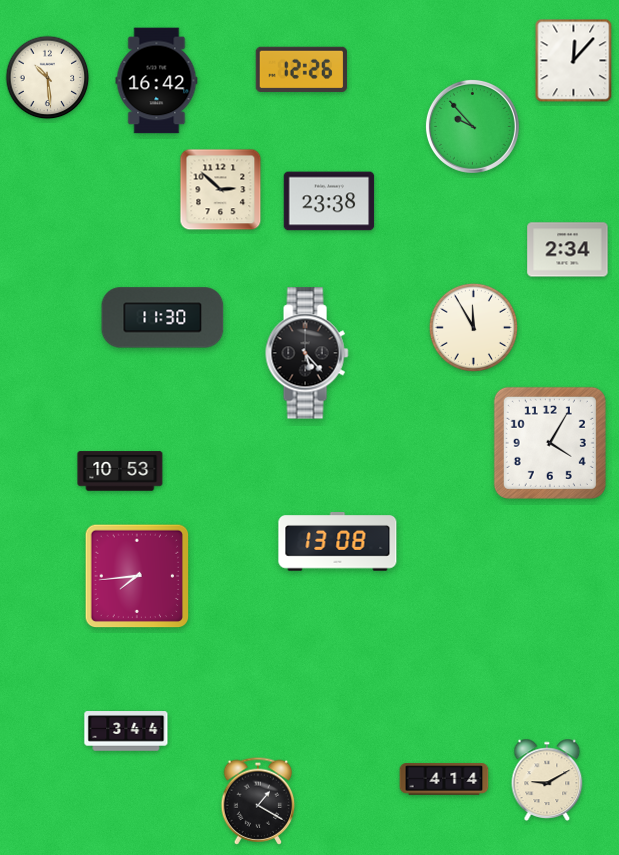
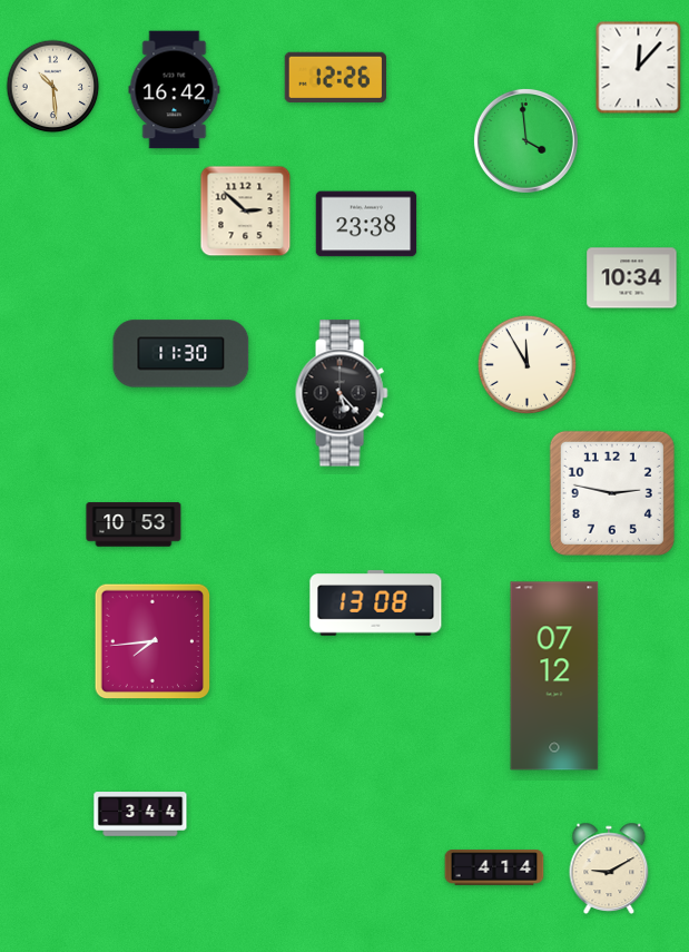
clock at (472, 126): 9:53 -> 3:59
clock at (568, 250): 2:34 -> 10:34
clock at (550, 443): 4:05 -> 2:47
clock at (554, 676): none -> 07:12
clock at (258, 801): 1:20 -> none
